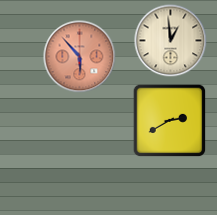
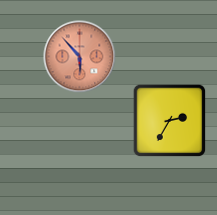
clock at (171, 41): 12:59 -> none
clock at (170, 121): 2:40 -> 2:35
